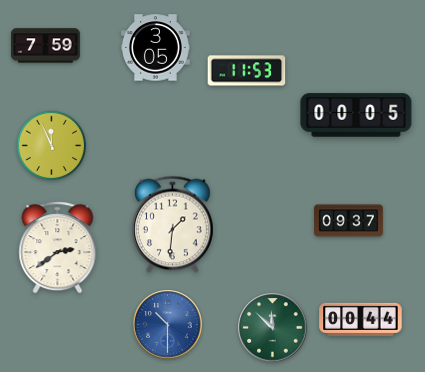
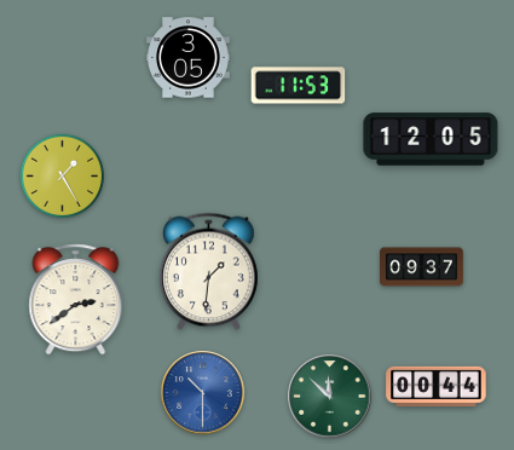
clock at (46, 46): 7:59 -> none
clock at (356, 115): 00:05 -> 12:05
clock at (51, 145): 11:56 -> 1:25
clock at (58, 248) position: (58, 248) -> (76, 300)
